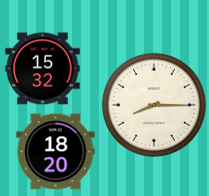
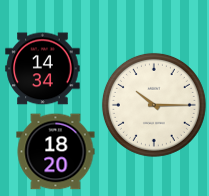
clock at (43, 69): 15:32 -> 14:34
clock at (154, 105): 8:15 -> 10:15
